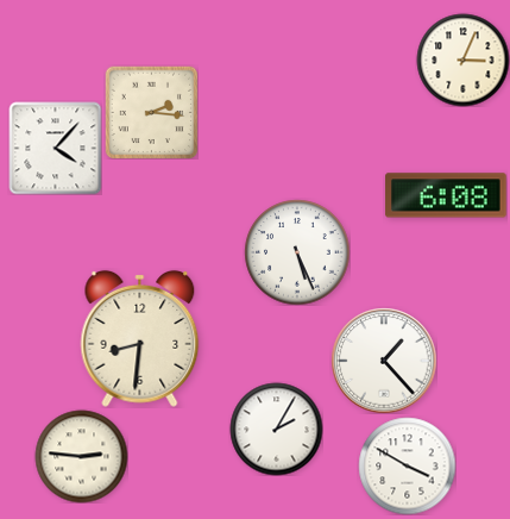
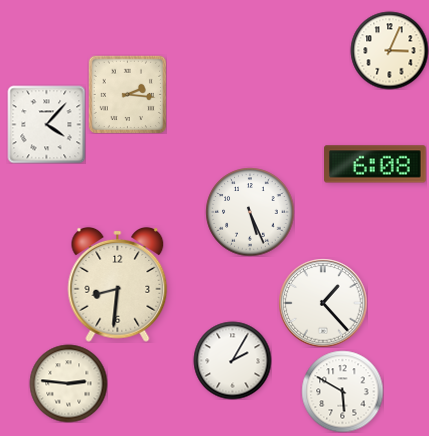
clock at (407, 465): 3:50 -> 5:50
